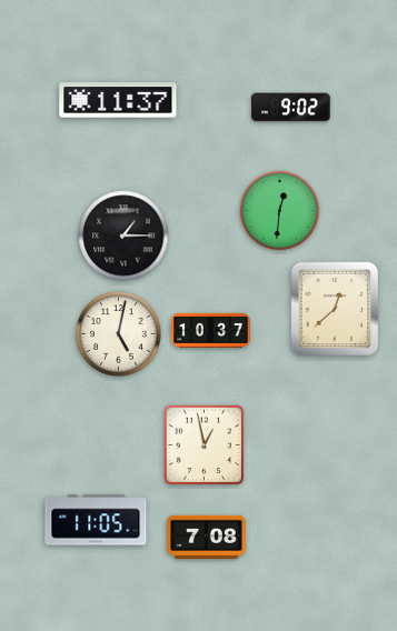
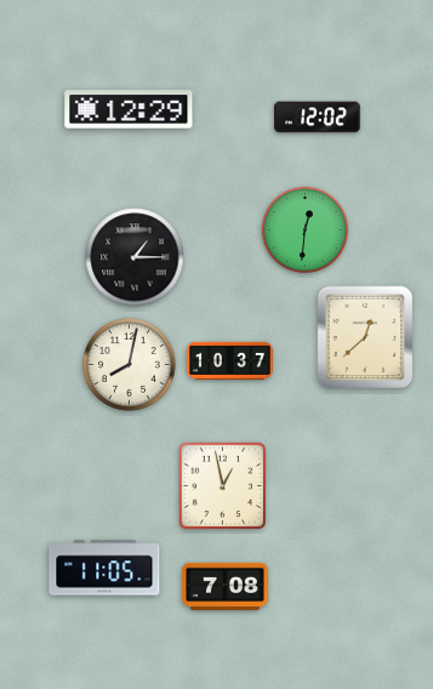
clock at (118, 100): 11:37 -> 12:29
clock at (291, 108): 9:02 -> 12:02
clock at (119, 334): 5:02 -> 8:02
